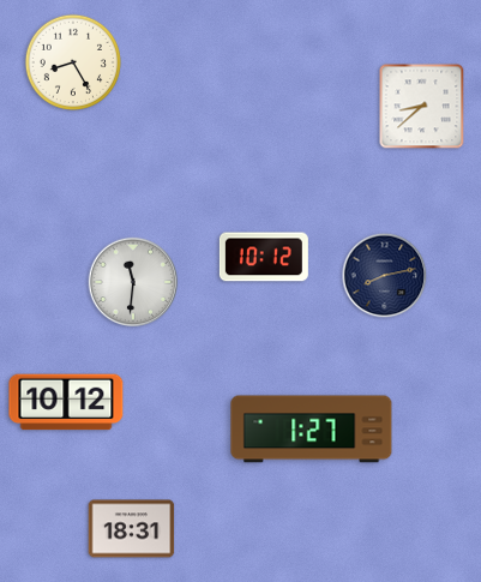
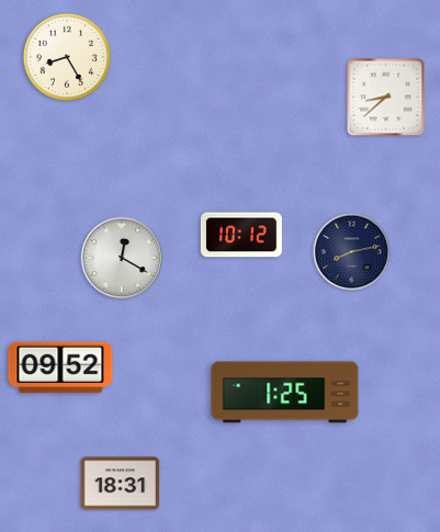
clock at (133, 282): 11:31 -> 12:20
clock at (66, 402): 10:12 -> 09:52
clock at (312, 430): 1:27 -> 1:25
